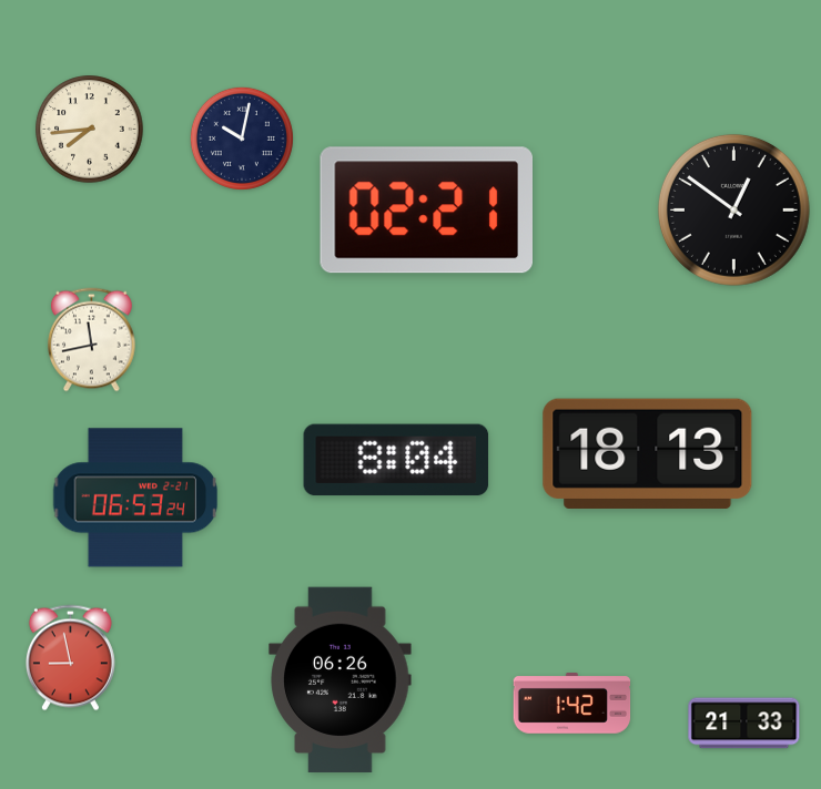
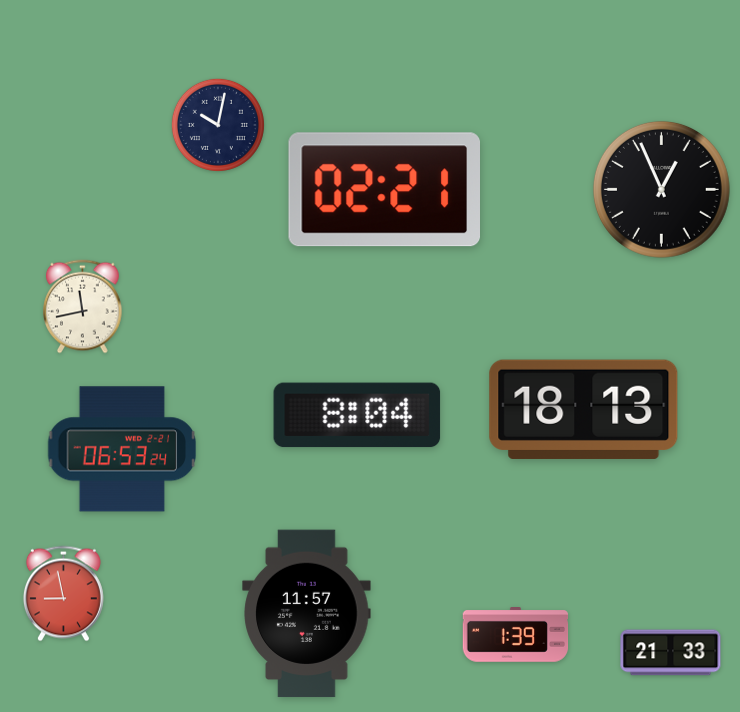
clock at (90, 130): 7:44 -> none
clock at (733, 209): 12:51 -> 12:56
clock at (341, 680): 06:26 -> 11:57
clock at (572, 704): 1:42 -> 1:39
